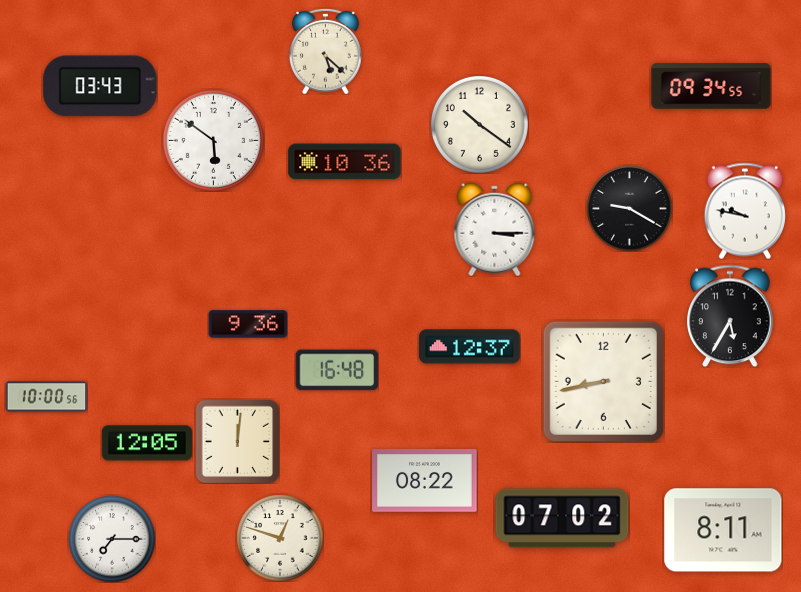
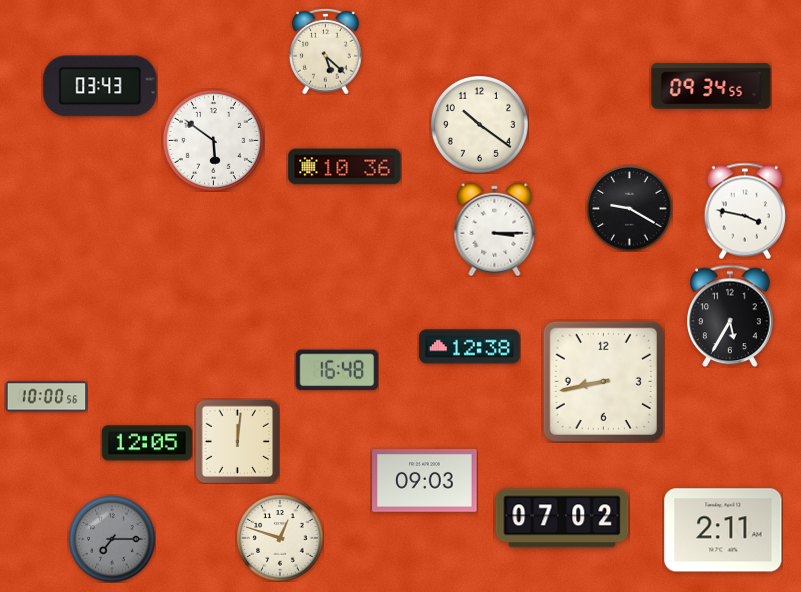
clock at (345, 162) position: (345, 162) -> (345, 167)
clock at (745, 211): 9:47 -> 3:47
clock at (248, 324): 9:36 -> none
clock at (470, 347): 12:37 -> 12:38
clock at (425, 481): 08:22 -> 09:03
clock at (723, 530): 8:11 -> 2:11
clock at (112, 539) dial: white -> grey
